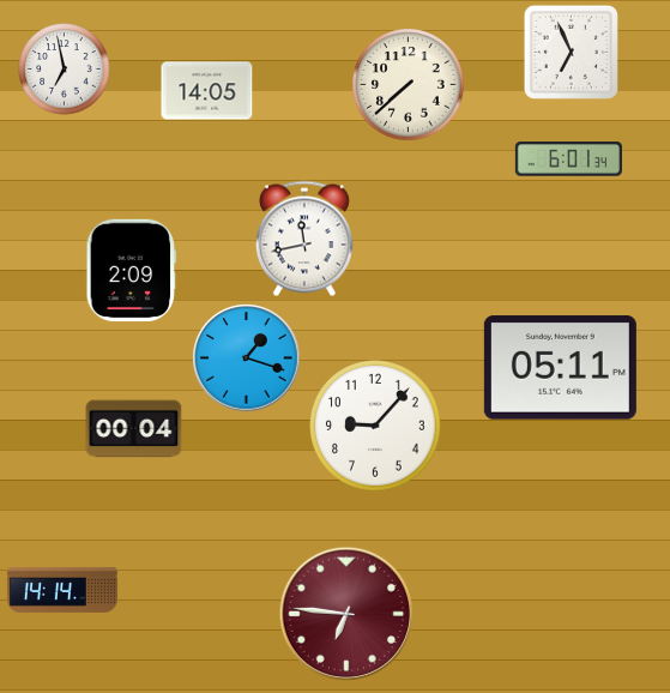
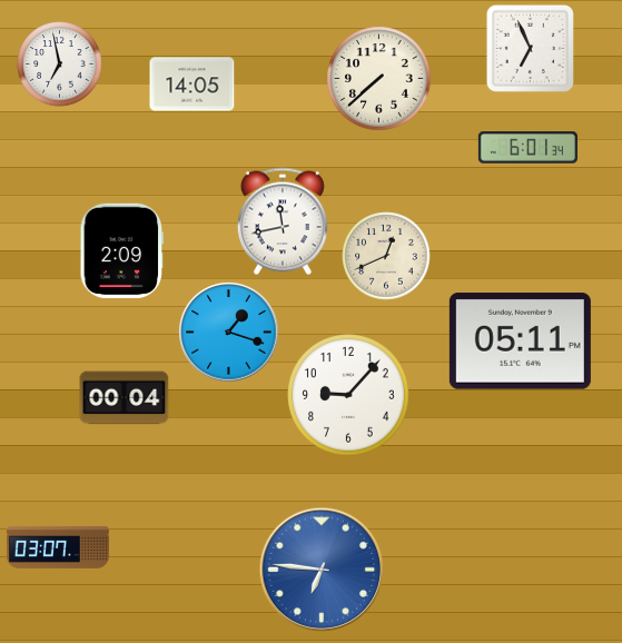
clock at (386, 256): none -> 12:41
clock at (62, 590): 14:14 -> 03:07
clock at (346, 614) dial: burgundy -> blue
